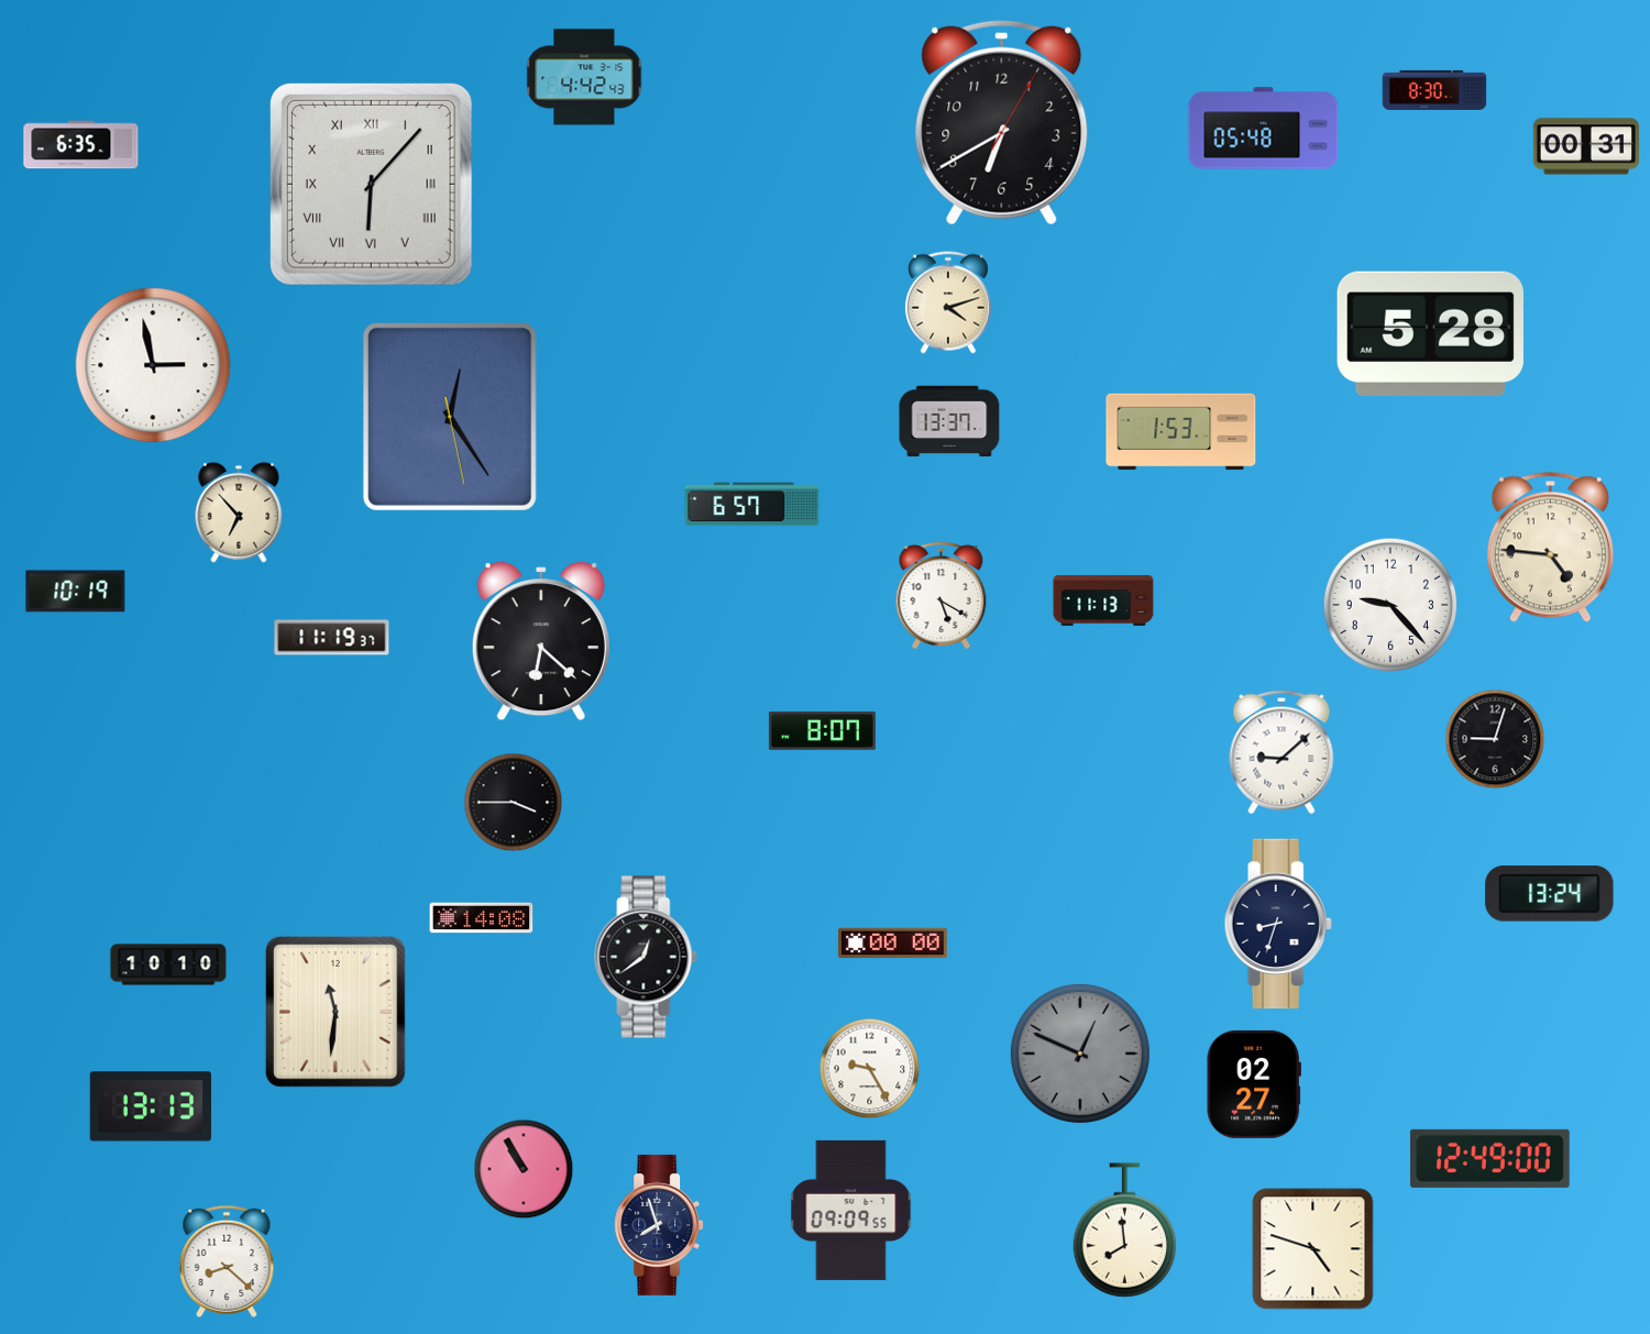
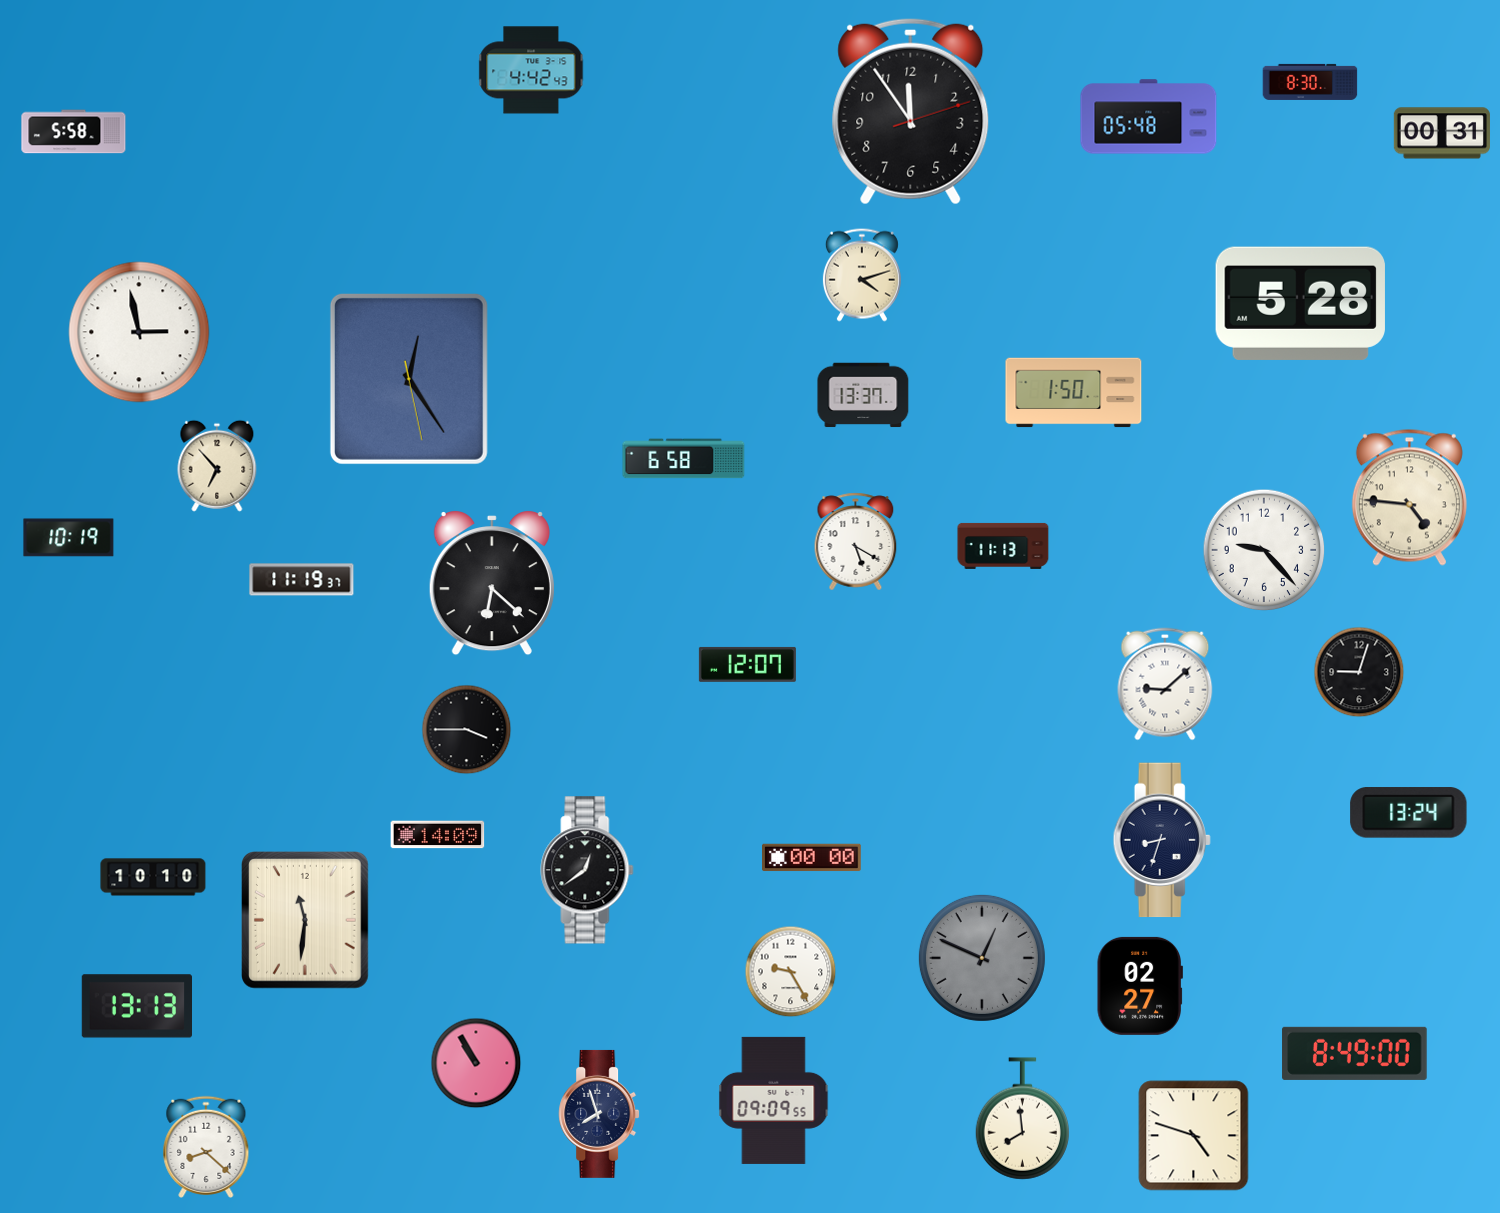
clock at (1434, 90) position: (1434, 90) -> (1310, 82)
clock at (1002, 122): 6:40 -> 11:54
clock at (81, 145): 6:35 -> 5:58
clock at (371, 184): 6:07 -> none
clock at (949, 421) position: (949, 421) -> (863, 395)
clock at (1181, 432): 1:53 -> 1:50
clock at (752, 505): 6:57 -> 6:58
clock at (822, 730): 8:07 -> 12:07
clock at (482, 918): 14:08 -> 14:09
clock at (1491, 1158): 12:49 -> 8:49
